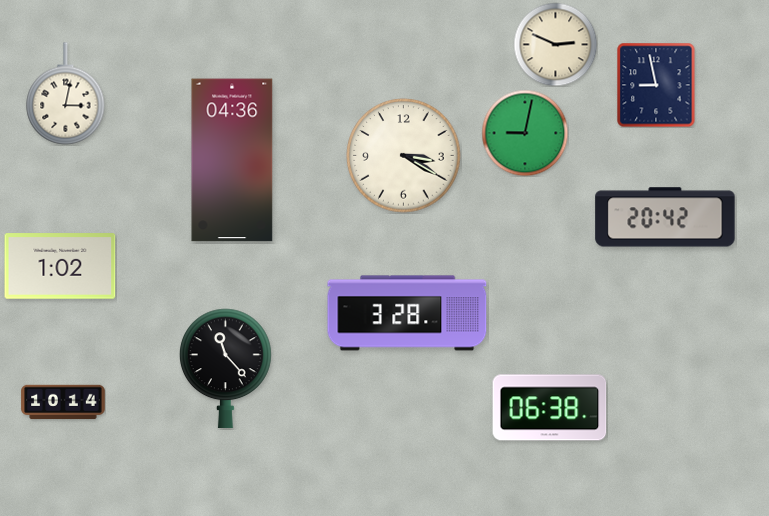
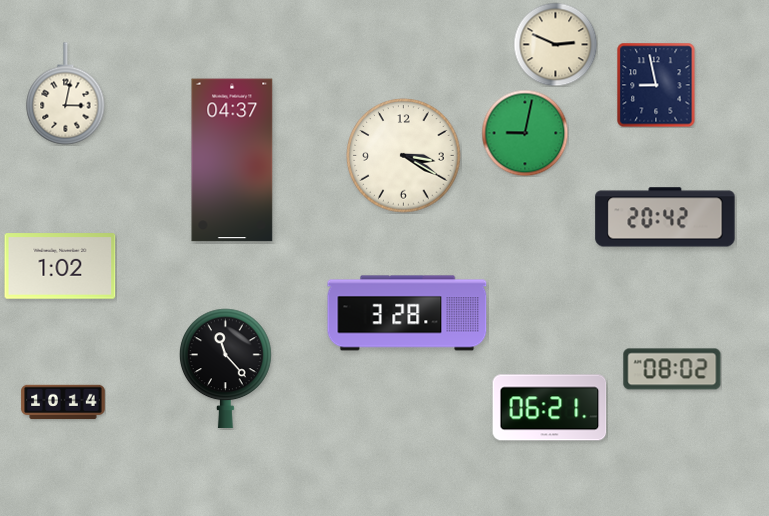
clock at (232, 160): 04:36 -> 04:37
clock at (672, 369): none -> 08:02
clock at (550, 408): 06:38 -> 06:21
